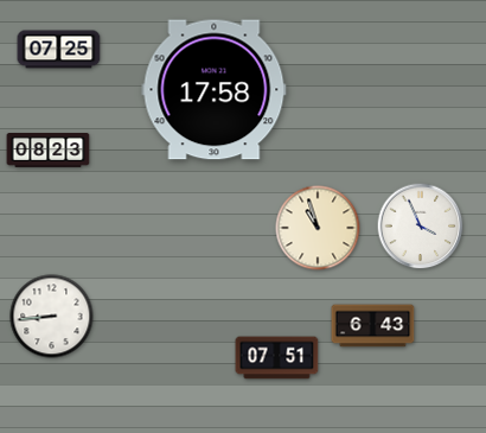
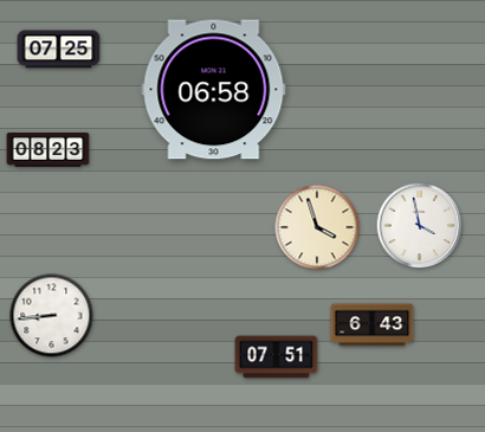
clock at (215, 90): 17:58 -> 06:58
clock at (421, 227): 3:56 -> 3:58
clock at (318, 228): 10:57 -> 3:57
